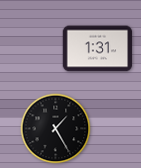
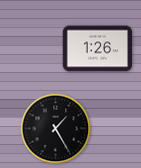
clock at (98, 49): 1:31 -> 1:26
